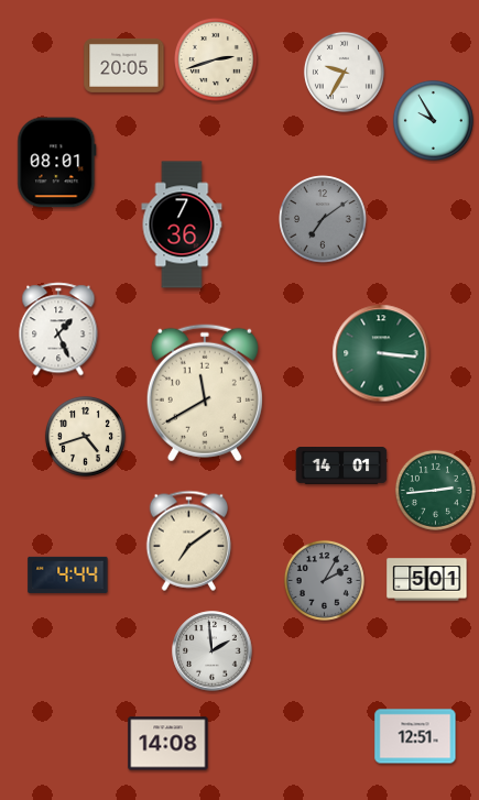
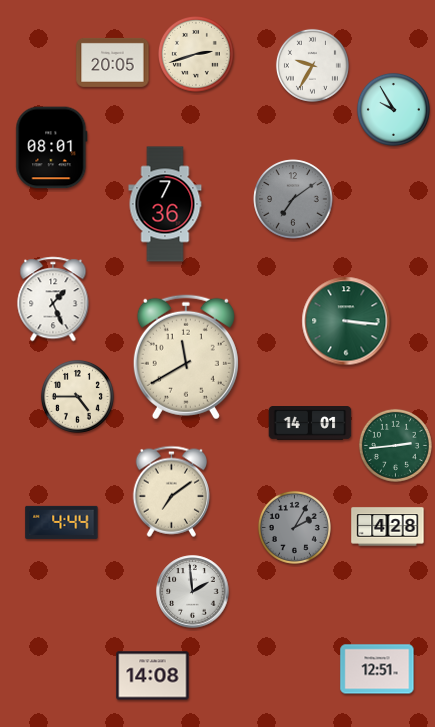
clock at (124, 65) position: (124, 65) -> (113, 62)
clock at (85, 436): 4:42 -> 4:45
clock at (427, 580): 5:01 -> 4:28
